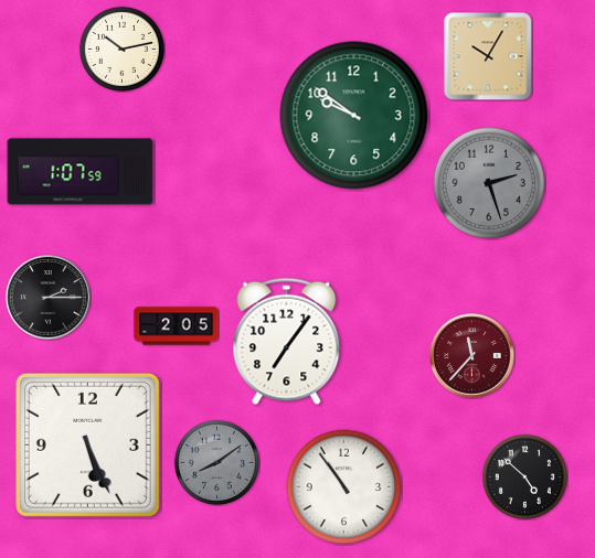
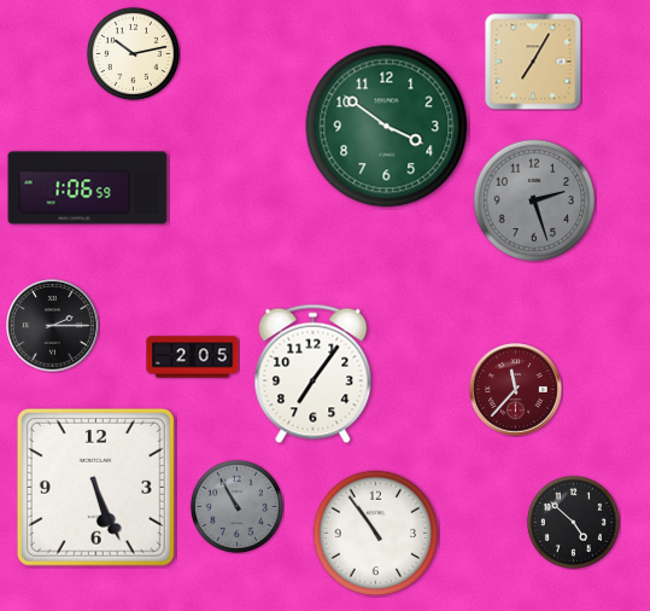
clock at (488, 56): 10:05 -> 7:05
clock at (354, 116): 9:51 -> 3:51
clock at (81, 172): 1:07 -> 1:06
clock at (216, 462): 8:09 -> 10:55
